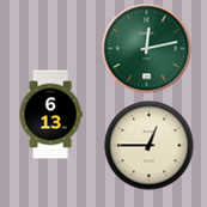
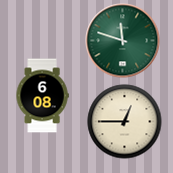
clock at (147, 49): 12:13 -> 11:48
clock at (50, 115): 6:13 -> 6:08
